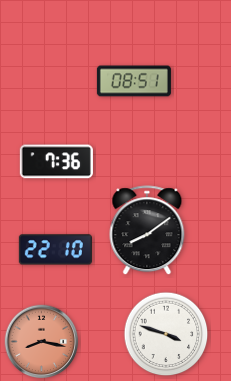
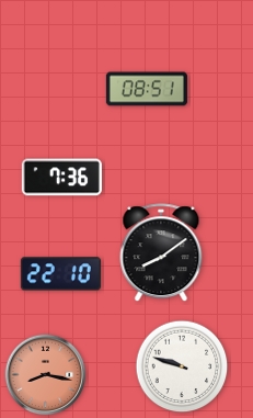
clock at (166, 334): 3:48 -> 9:48
